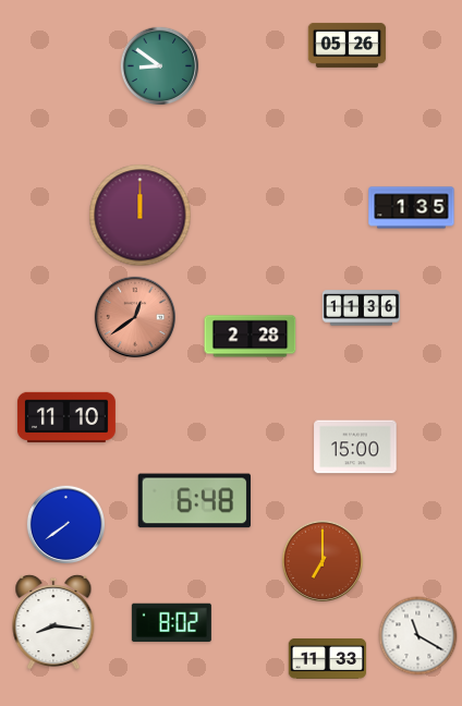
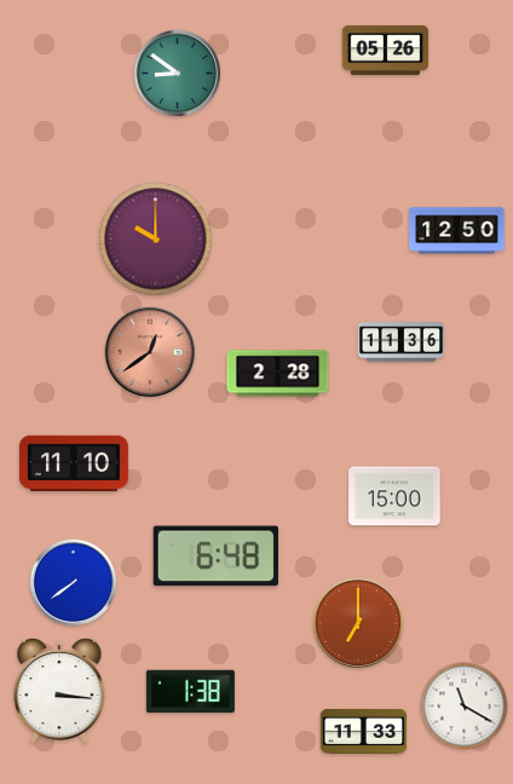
clock at (412, 208): 1:35 -> 12:50
clock at (141, 216): 12:00 -> 10:00
clock at (53, 621): 8:16 -> 3:16
clock at (171, 622): 8:02 -> 1:38
